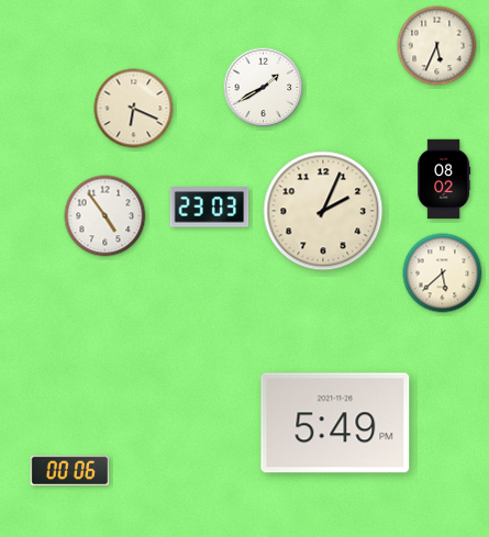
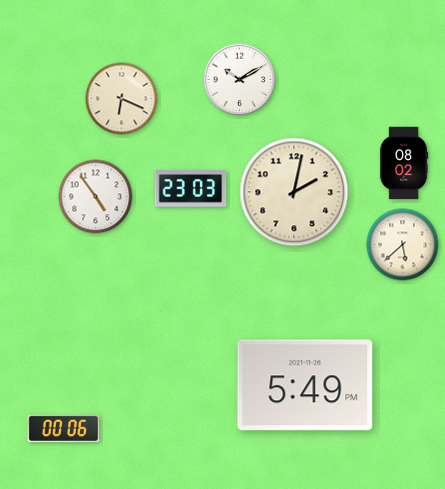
clock at (437, 46): 5:34 -> none
clock at (264, 88): 1:40 -> 10:10
clock at (323, 211): 2:04 -> 2:02
clock at (443, 273) position: (443, 273) -> (403, 245)
